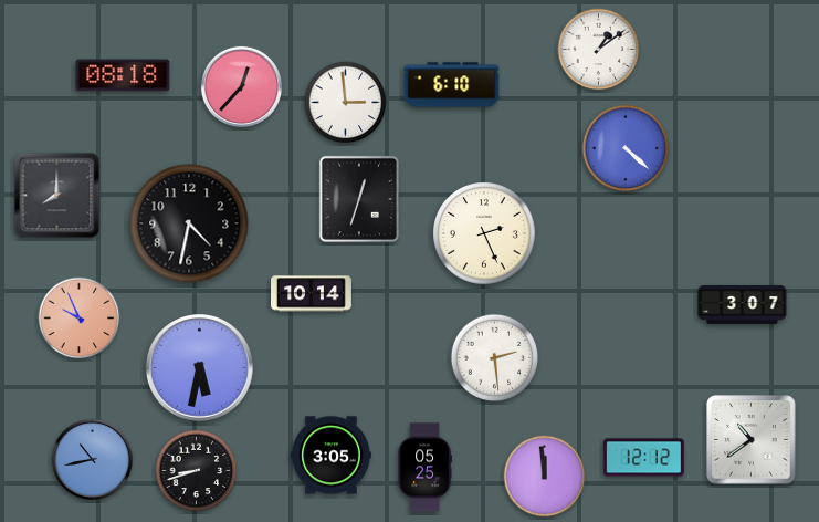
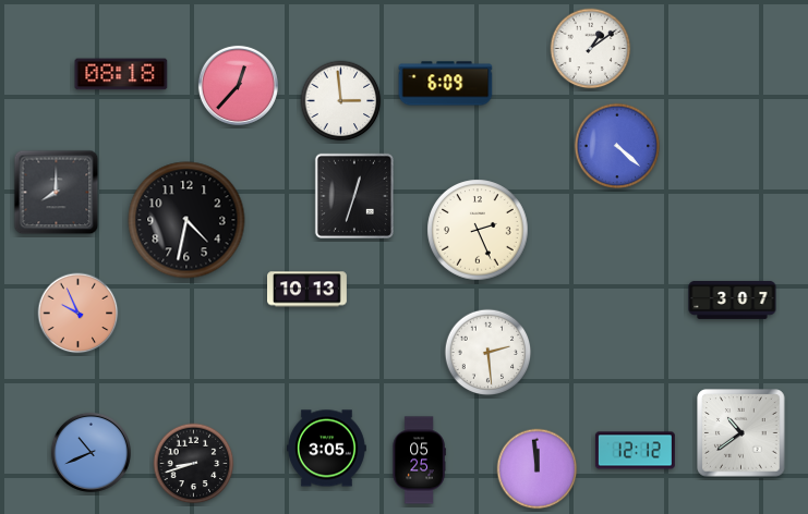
clock at (452, 85): 6:10 -> 6:09
clock at (312, 294): 10:14 -> 10:13
clock at (200, 368): 5:32 -> none
clock at (92, 459): 10:43 -> 10:41
